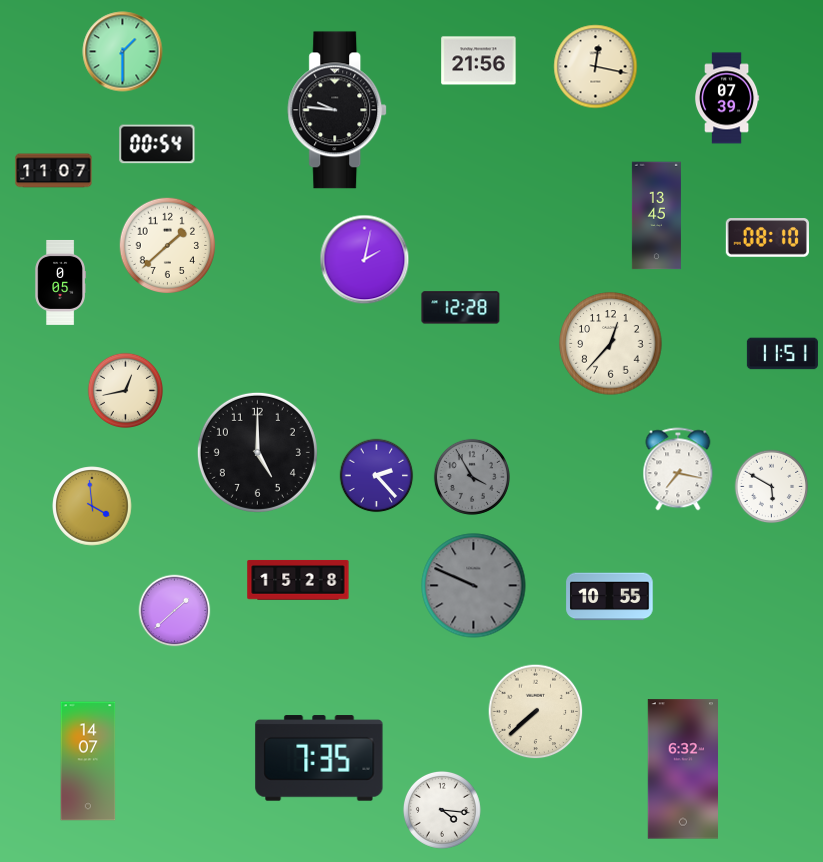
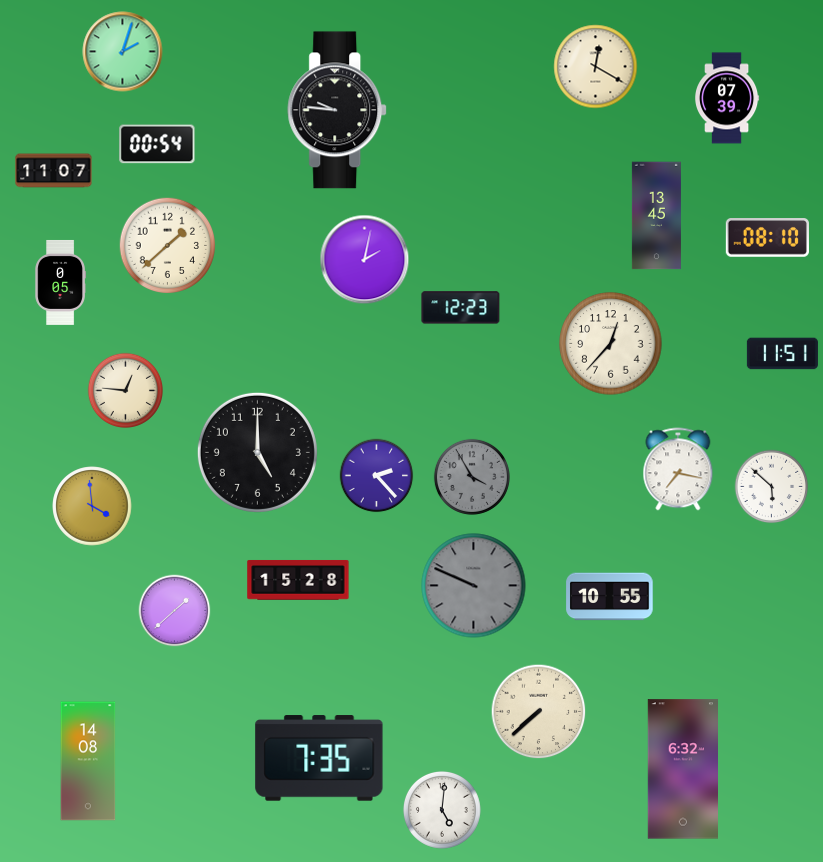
clock at (123, 52): 1:30 -> 2:03
clock at (479, 61): 21:56 -> none
clock at (596, 67): 12:17 -> 12:20
clock at (461, 308): 12:28 -> 12:23
clock at (125, 390): 12:43 -> 12:46
clock at (772, 487): 5:50 -> 5:52
clock at (536, 712) position: (536, 712) -> (539, 712)
clock at (88, 761): 14:07 -> 14:08
clock at (442, 810): 4:16 -> 5:01
